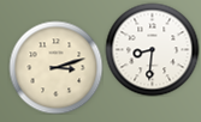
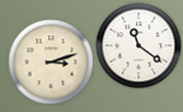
clock at (152, 49): 8:31 -> 11:21
